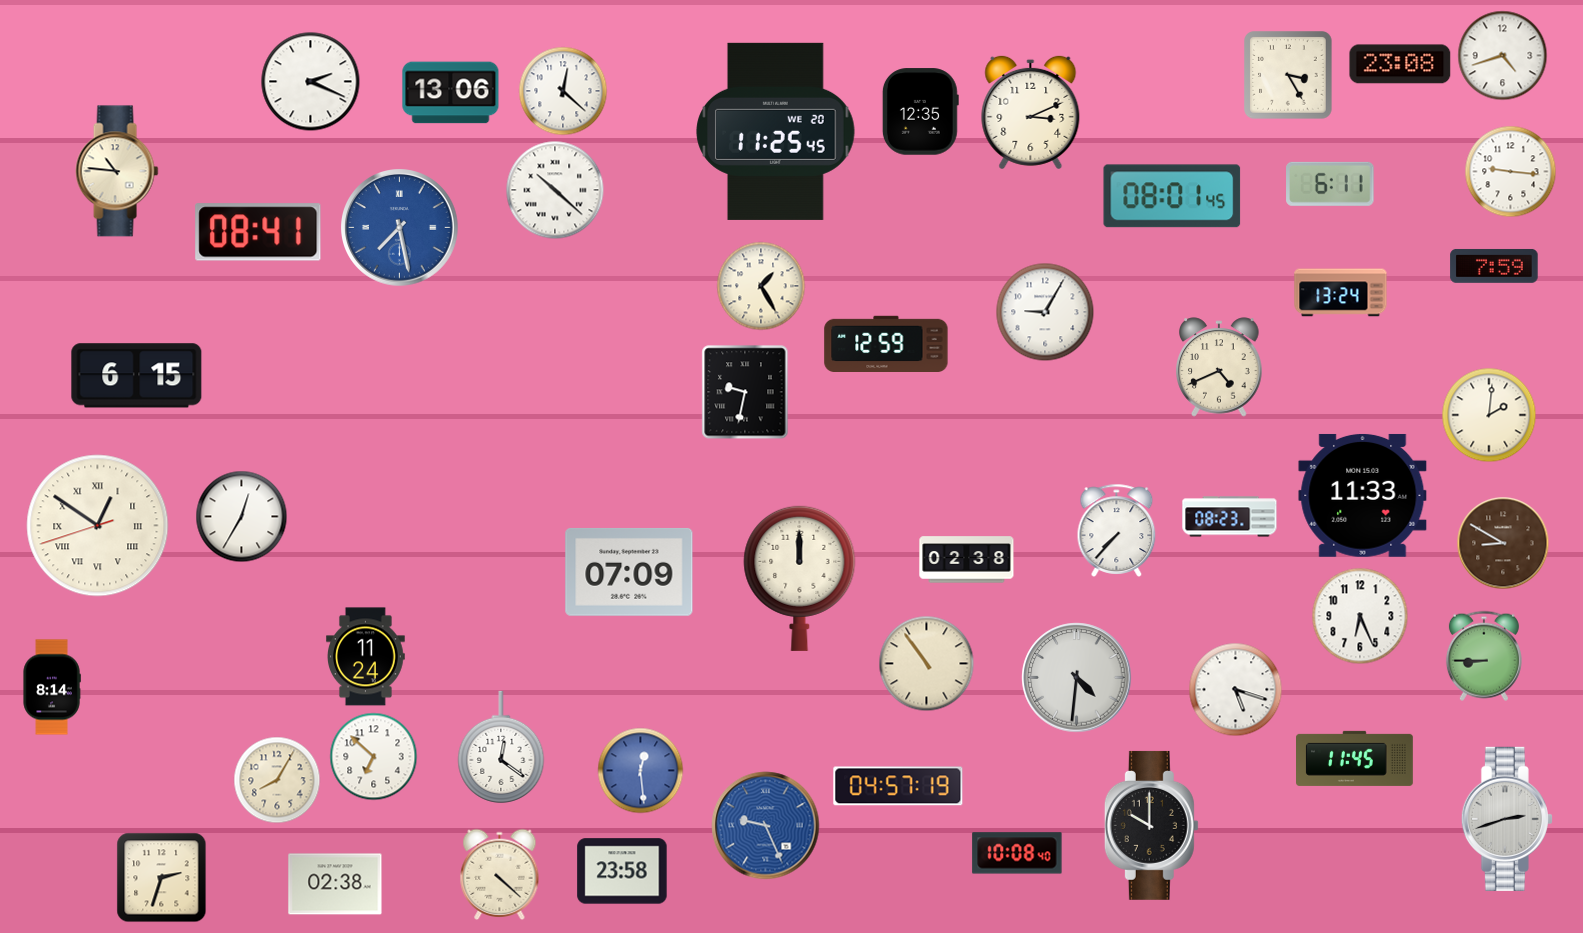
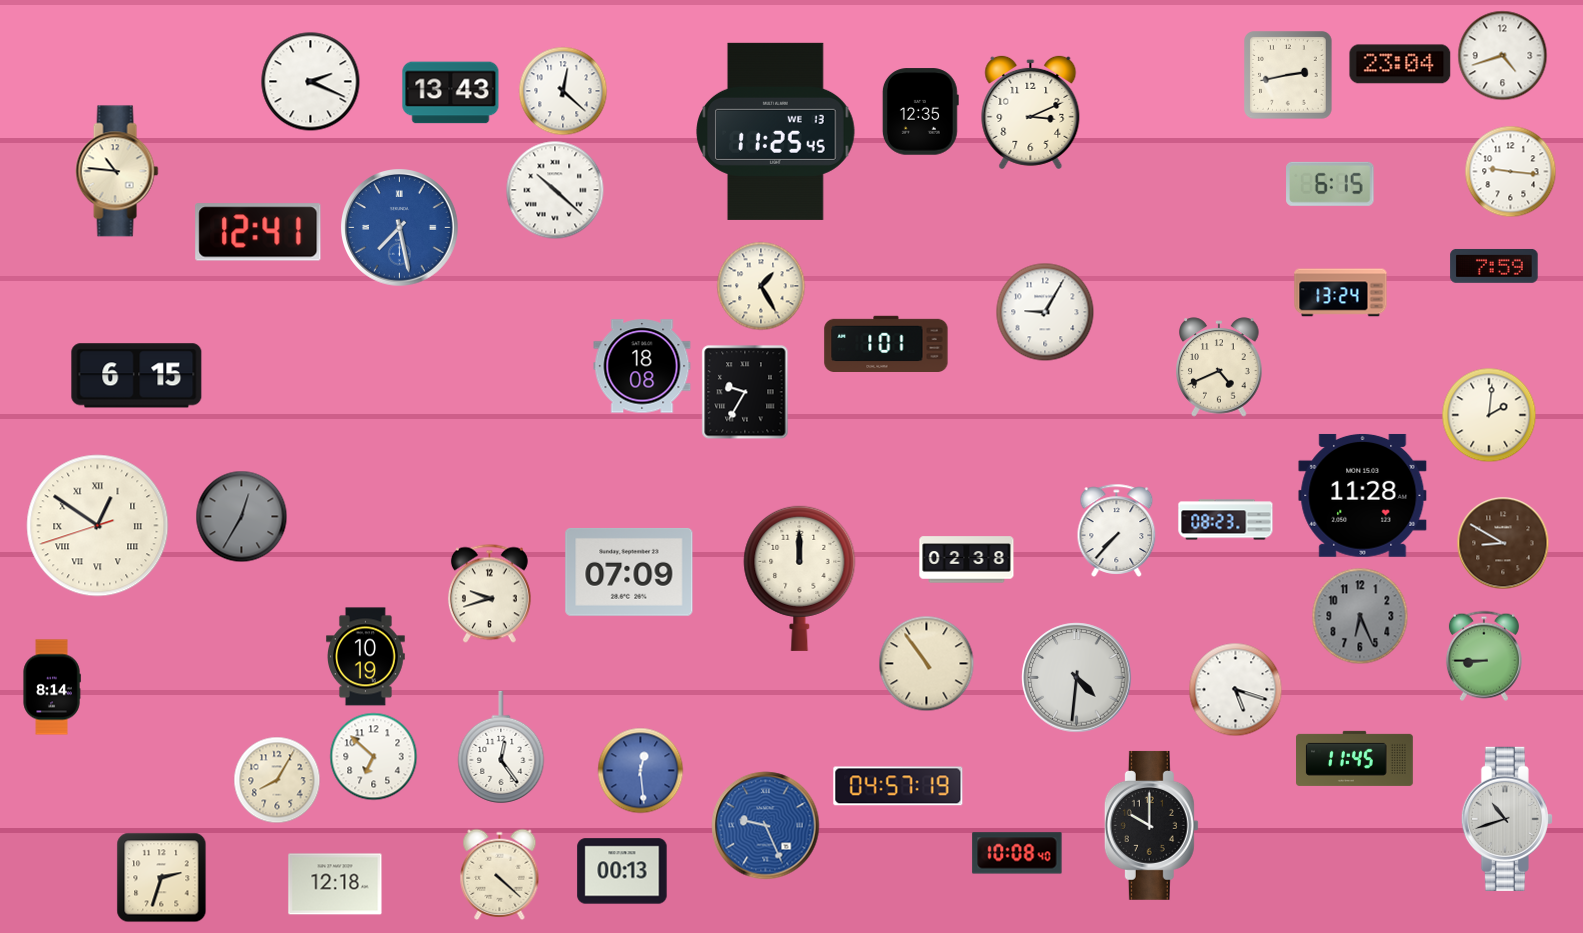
clock at (1400, 64): 23:08 -> 23:04
clock at (1288, 75): 3:25 -> 2:43
clock at (451, 93): 13:06 -> 13:43
clock at (776, 131) date: WE 20 -> WE 13
clock at (1330, 184): 6:11 -> 6:15
clock at (1172, 196): 08:01 -> none
clock at (258, 232): 08:41 -> 12:41
clock at (886, 343): 12:59 -> 1:01
clock at (642, 366): none -> 18:08
clock at (745, 392): 9:32 -> 9:35
clock at (1363, 495): 11:33 -> 11:28
clock at (242, 517) dial: white -> grey
clock at (1230, 517) position: (1230, 517) -> (1226, 520)
clock at (489, 594): none -> 9:42
clock at (1360, 616) dial: white -> grey
clock at (366, 657): 11:24 -> 10:19
clock at (501, 747): 12:21 -> 12:24
clock at (1507, 819): 2:42 -> 10:42
clock at (622, 871): 23:58 -> 00:13
clock at (335, 884): 02:38 -> 12:18
